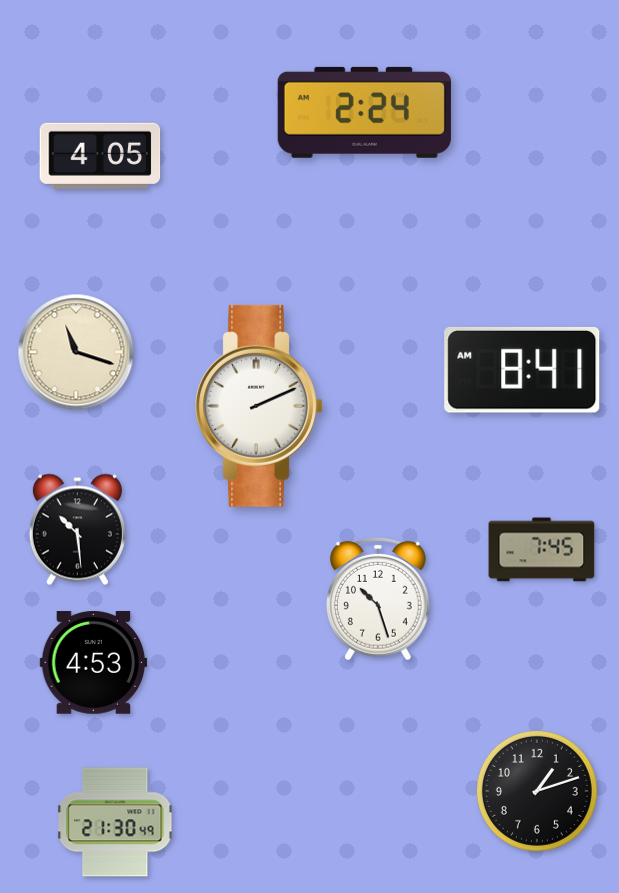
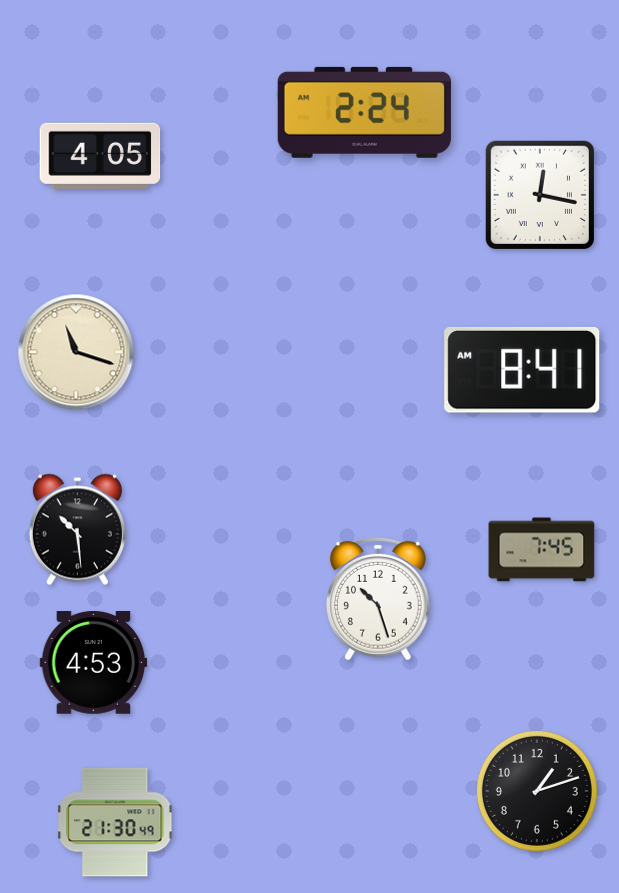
clock at (539, 194): none -> 12:17
clock at (259, 406): 2:11 -> none
